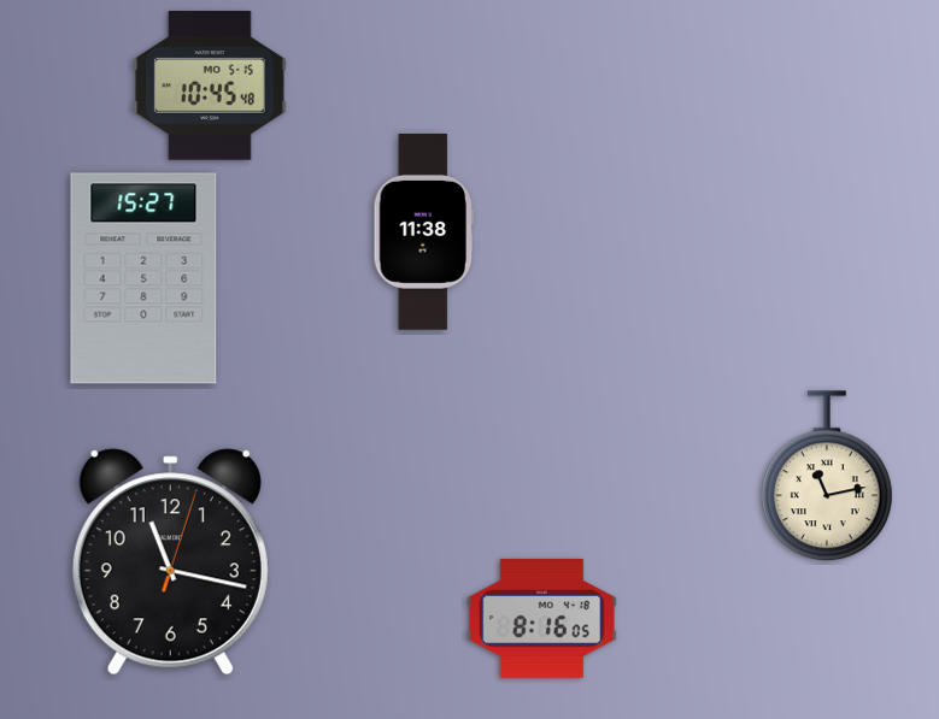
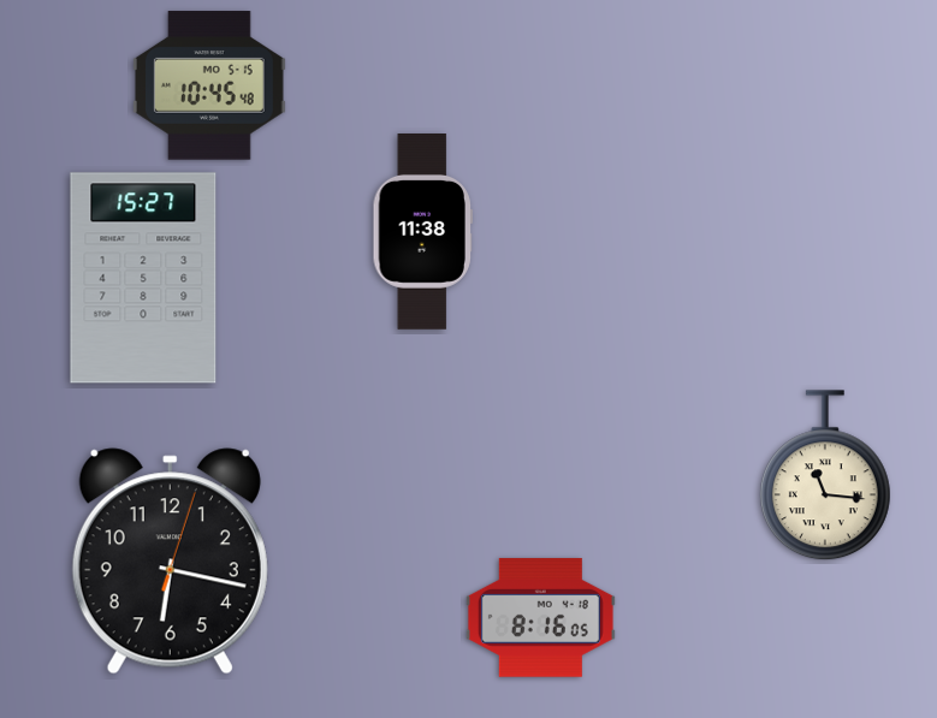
clock at (827, 477): 11:13 -> 11:16
clock at (170, 562): 11:17 -> 6:17
